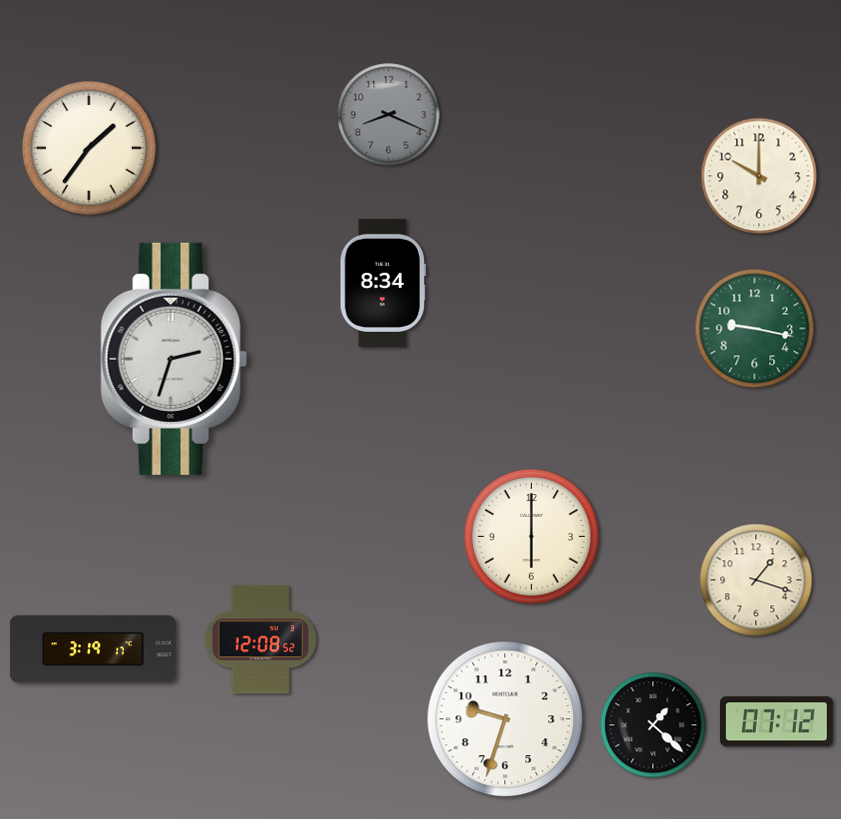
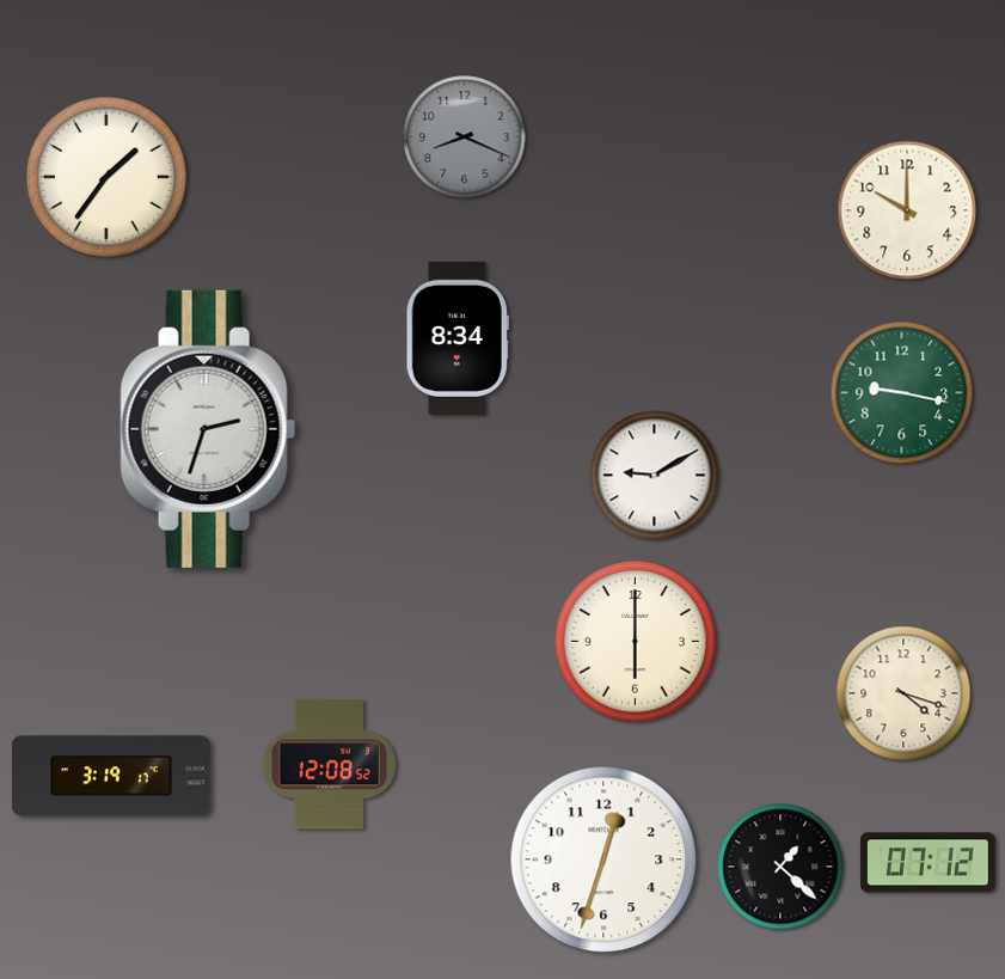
clock at (655, 476): none -> 9:10
clock at (756, 580): 1:18 -> 4:18
clock at (260, 640) position: (260, 640) -> (329, 765)
clock at (505, 719): 9:33 -> 12:33
